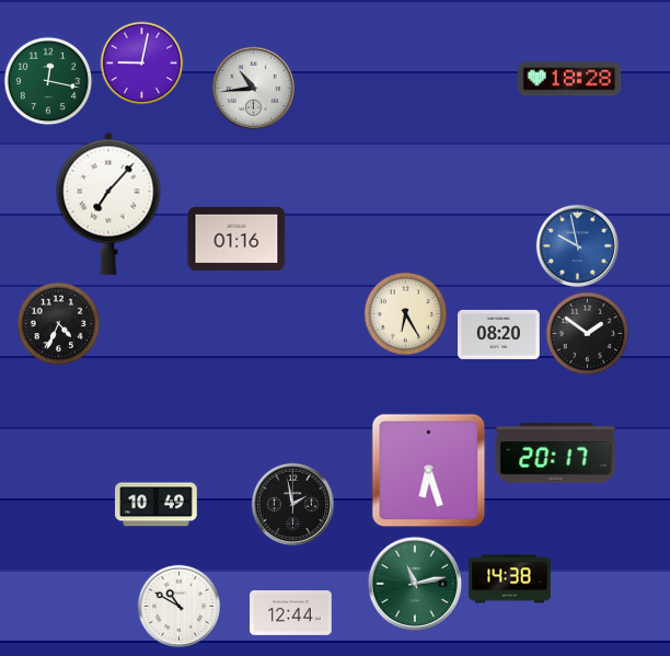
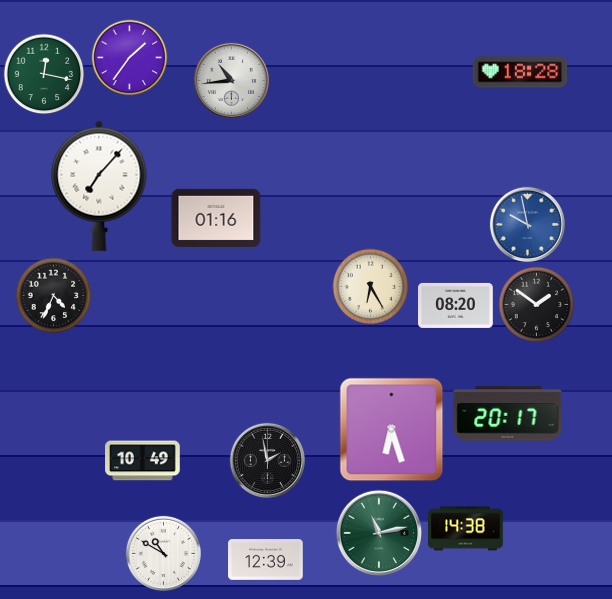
clock at (142, 64): 9:02 -> 1:36
clock at (291, 613): 12:44 -> 12:39
